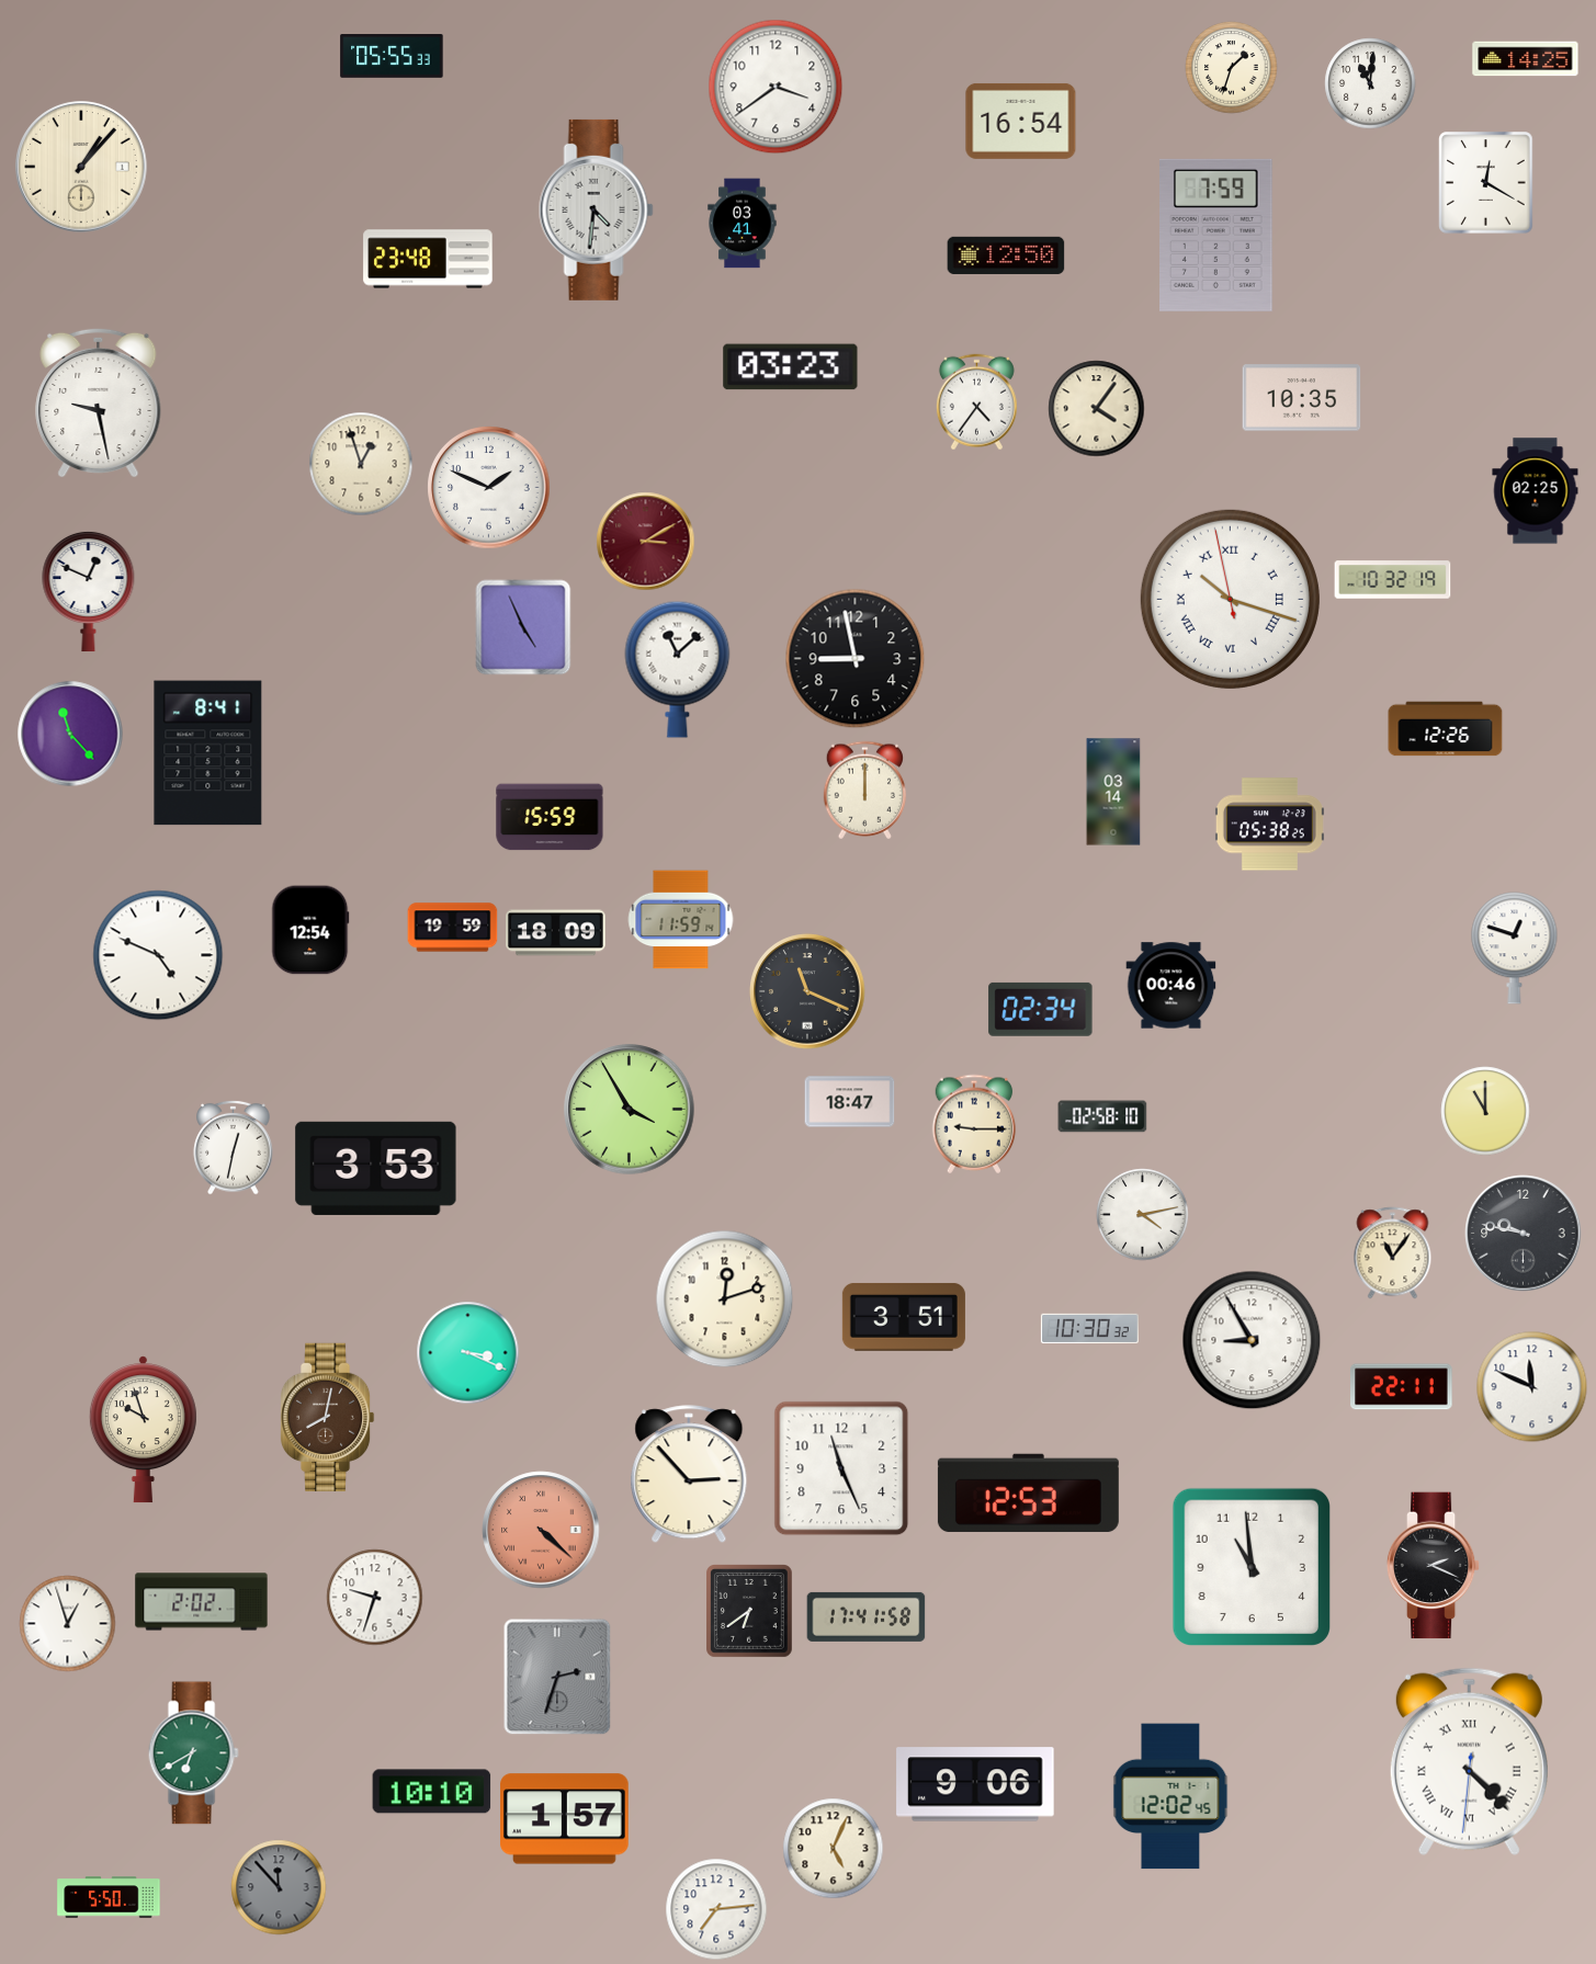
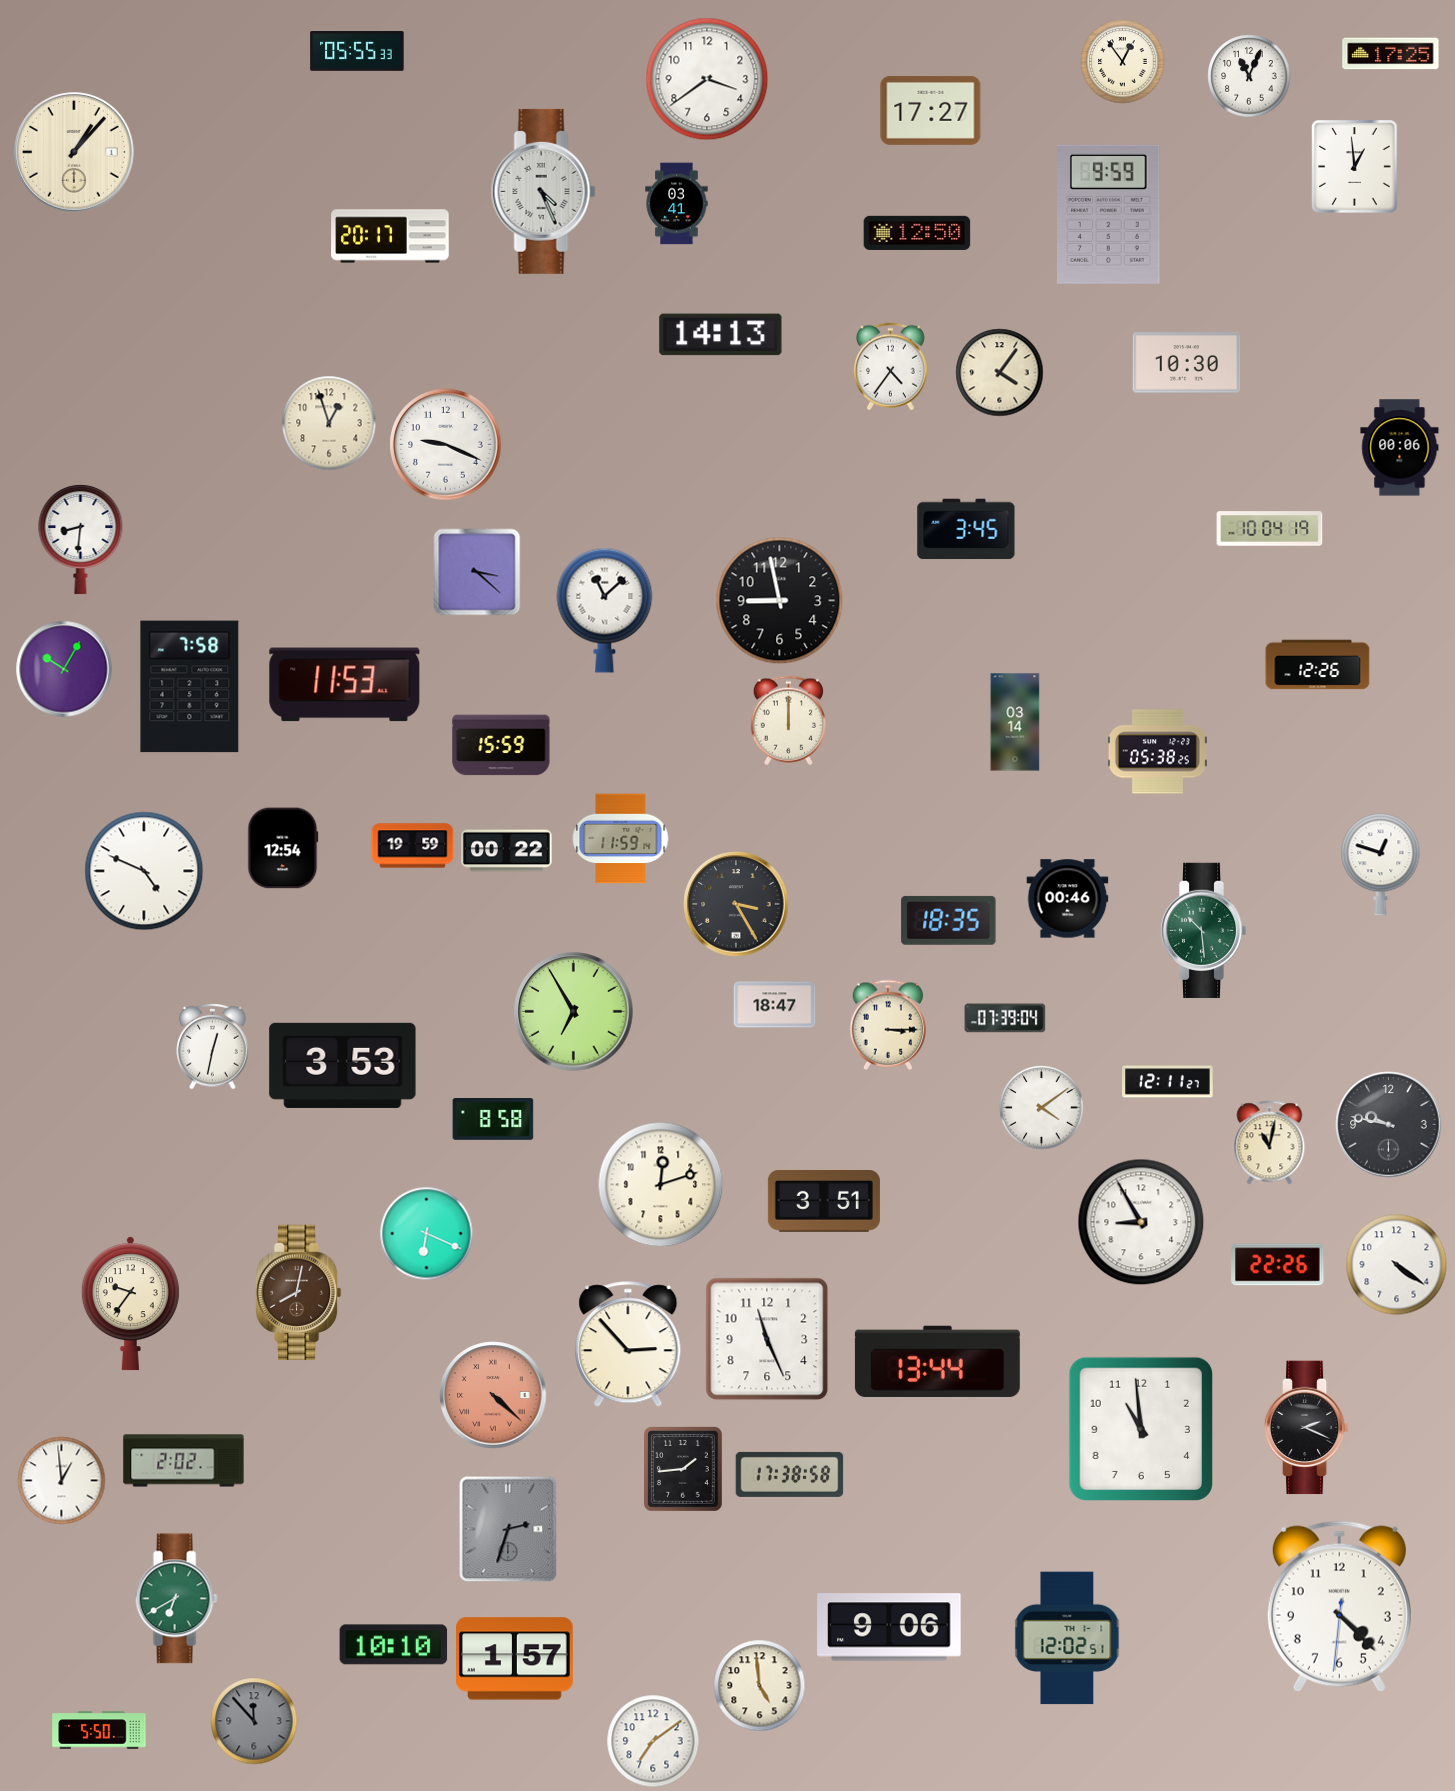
clock at (1526, 59): 14:25 -> 17:25
clock at (1232, 68): 1:33 -> 12:54
clock at (1370, 83): 11:01 -> 11:04
clock at (1021, 121): 16:54 -> 17:27
clock at (1486, 183): 12:20 -> 12:59
clock at (596, 209): 4:31 -> 4:26
clock at (1216, 235): 7:59 -> 9:59
clock at (428, 259): 23:48 -> 20:17
clock at (791, 367): 03:23 -> 14:13
clock at (1302, 398): 10:35 -> 10:30
clock at (99, 402): 9:28 -> none
clock at (489, 488): 1:49 -> 9:19
clock at (1536, 491): 02:25 -> 00:06
clock at (646, 542): 3:10 -> none
clock at (966, 529): none -> 3:45
clock at (1393, 580): 10:32 -> 10:04
clock at (89, 591): 12:49 -> 8:31
clock at (1230, 599): 10:17 -> none
clock at (523, 627): 4:56 -> 3:22
clock at (678, 669) position: (678, 669) -> (605, 610)
clock at (70, 734): 11:23 -> 10:05
clock at (345, 685): none -> 11:53
clock at (208, 753): 8:41 -> 7:58
clock at (556, 933): 18:09 -> 00:22
clock at (807, 991): 11:19 -> 3:25
clock at (1041, 1009): 02:34 -> 18:35
clock at (1203, 930): none -> 10:29
clock at (630, 1110): 3:55 -> 6:55
clock at (1485, 1111): 11:00 -> none
clock at (1102, 1116): 02:58 -> 07:39
clock at (974, 1124): 9:15 -> 3:15
clock at (1168, 1082): none -> 12:11
clock at (1143, 1215): 4:13 -> 4:09
clock at (493, 1120): none -> 8:58
clock at (1393, 1253): 11:06 -> 11:02
clock at (1089, 1328): 10:30 -> none
clock at (468, 1353): 3:19 -> 6:19
clock at (1402, 1387): 22:11 -> 22:26
clock at (1532, 1387): 11:49 -> 4:21
clock at (143, 1430): 9:57 -> 9:36
clock at (1028, 1492): 12:53 -> 13:44
clock at (375, 1598): 9:33 -> none
clock at (750, 1612): 6:39 -> 1:44
clock at (867, 1616): 17:41 -> 17:38
clock at (68, 1624): 12:57 -> 12:59
clock at (1469, 1761) numerals: Roman -> Arabic
clock at (432, 1792) position: (432, 1792) -> (394, 1645)
clock at (1170, 1796): 12:02:45 -> 12:02:51
clock at (834, 1849): 5:04 -> 4:59
clock at (716, 1909): 7:14 -> 7:09
